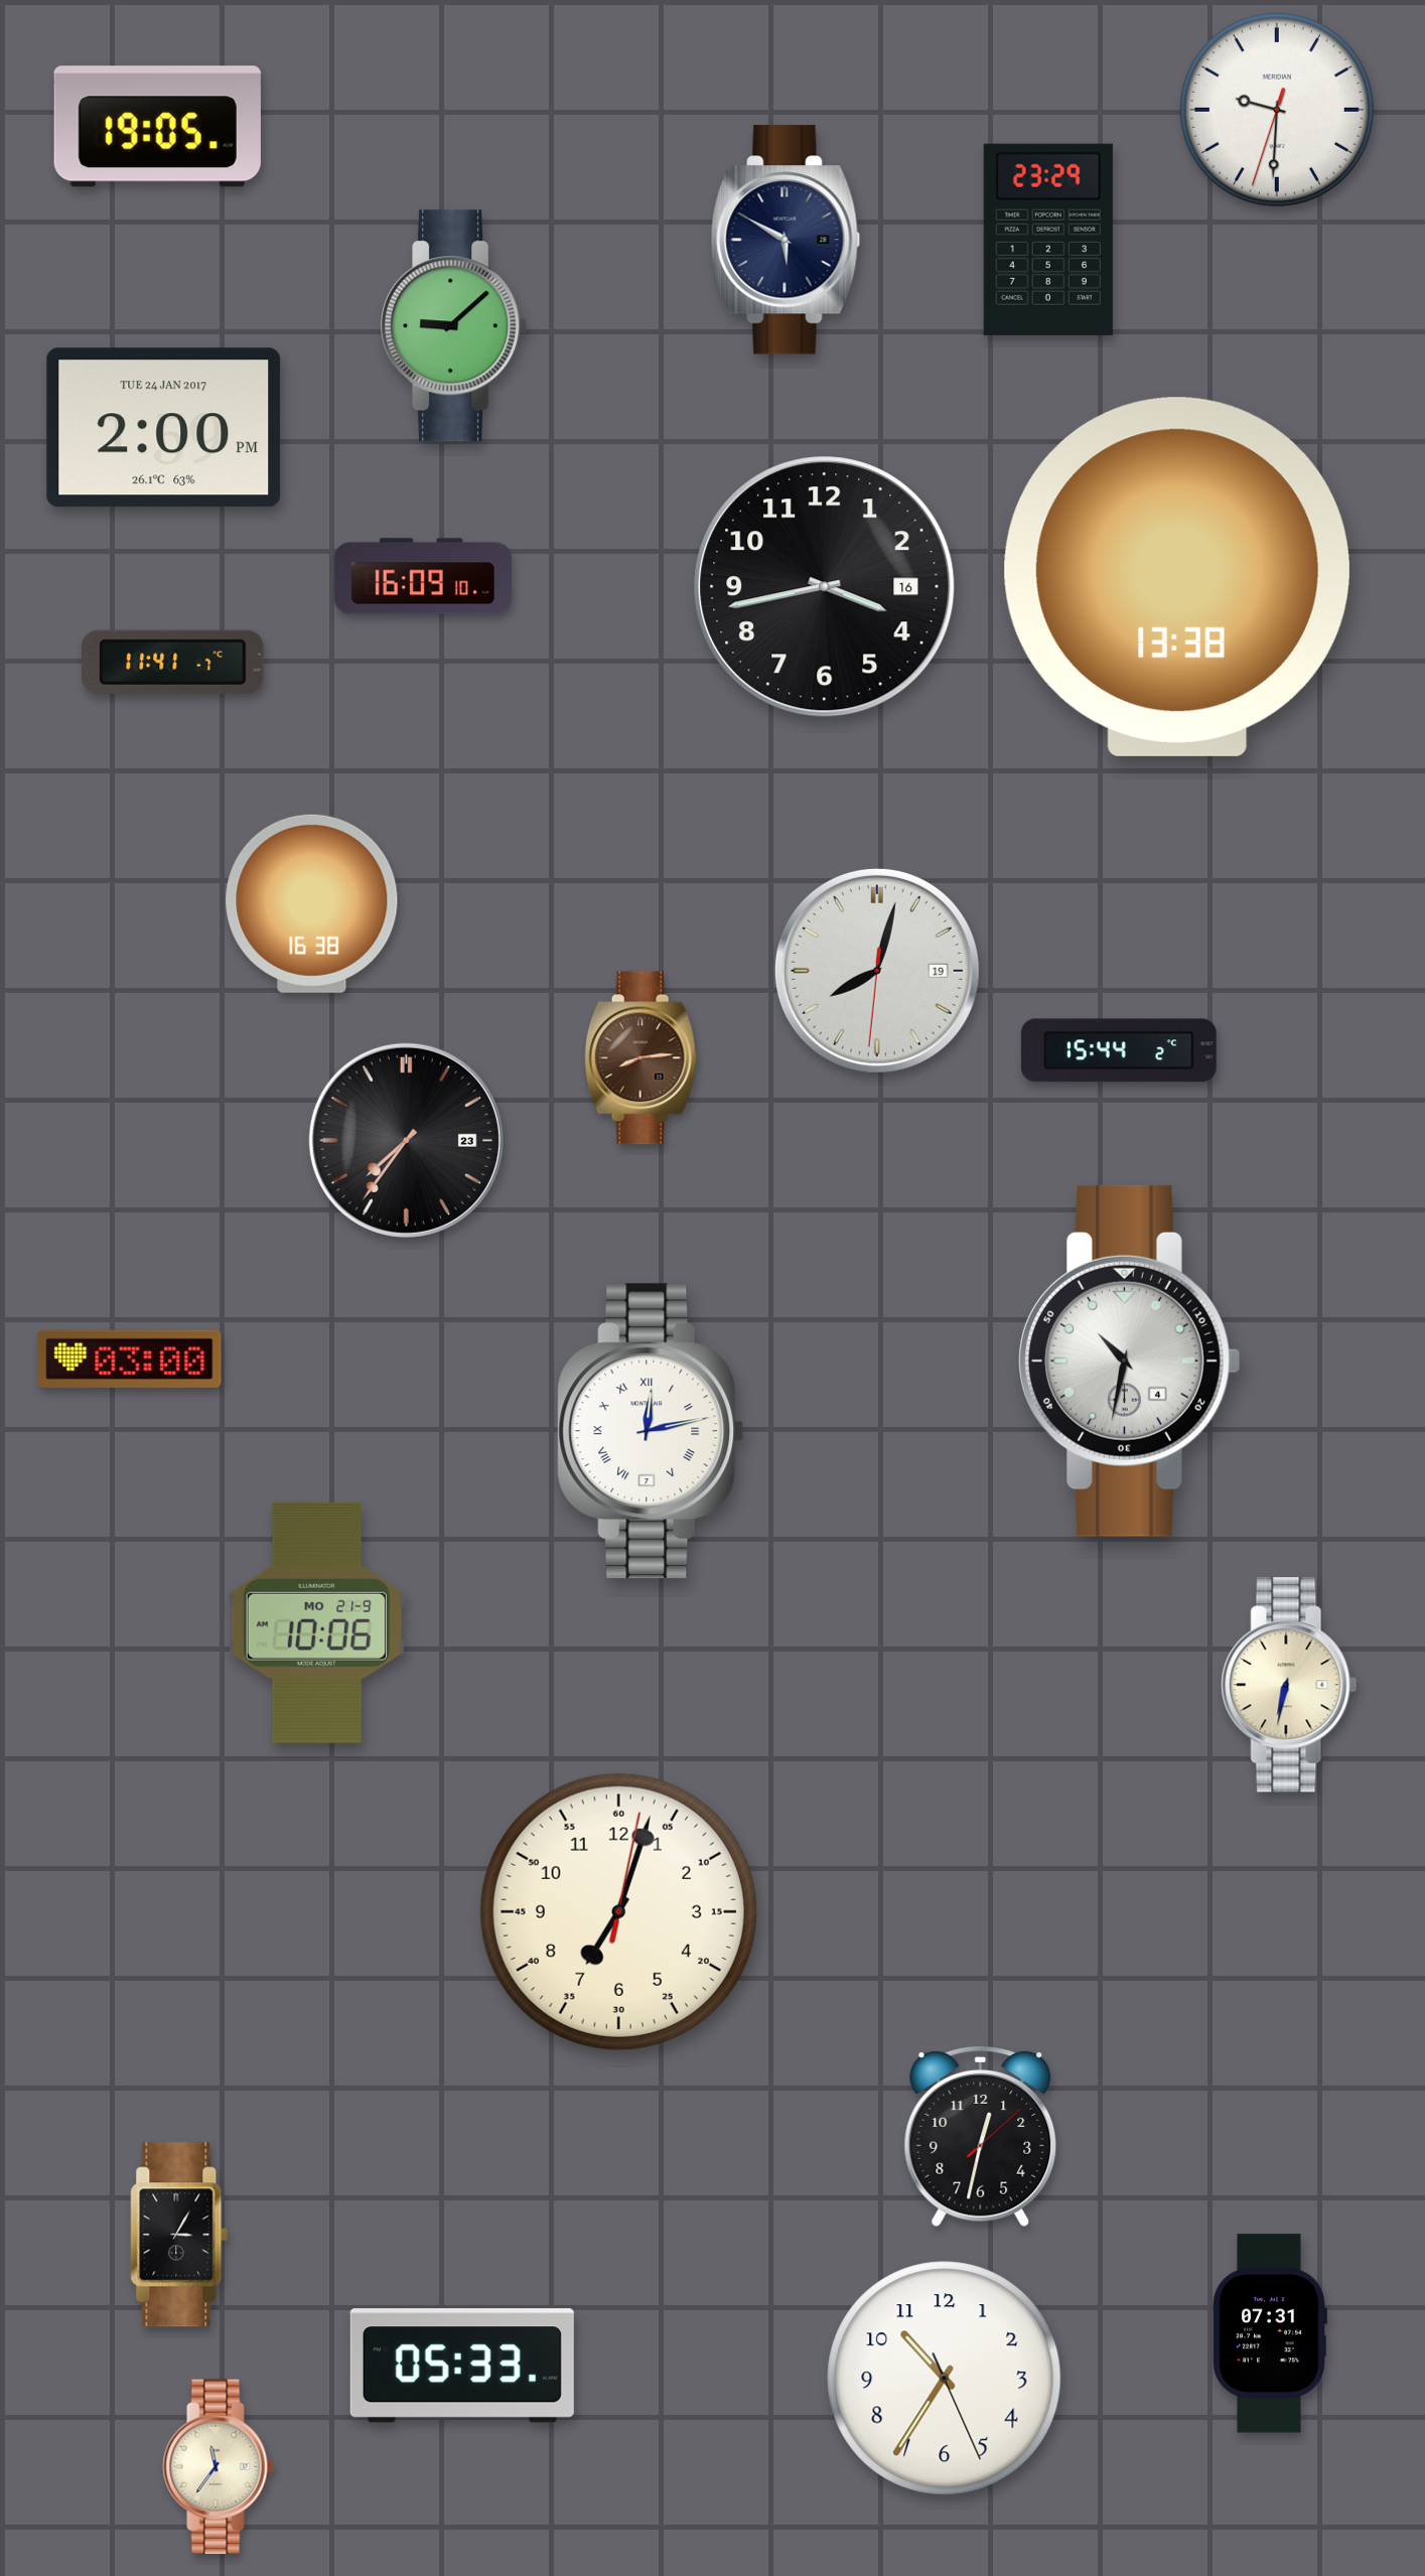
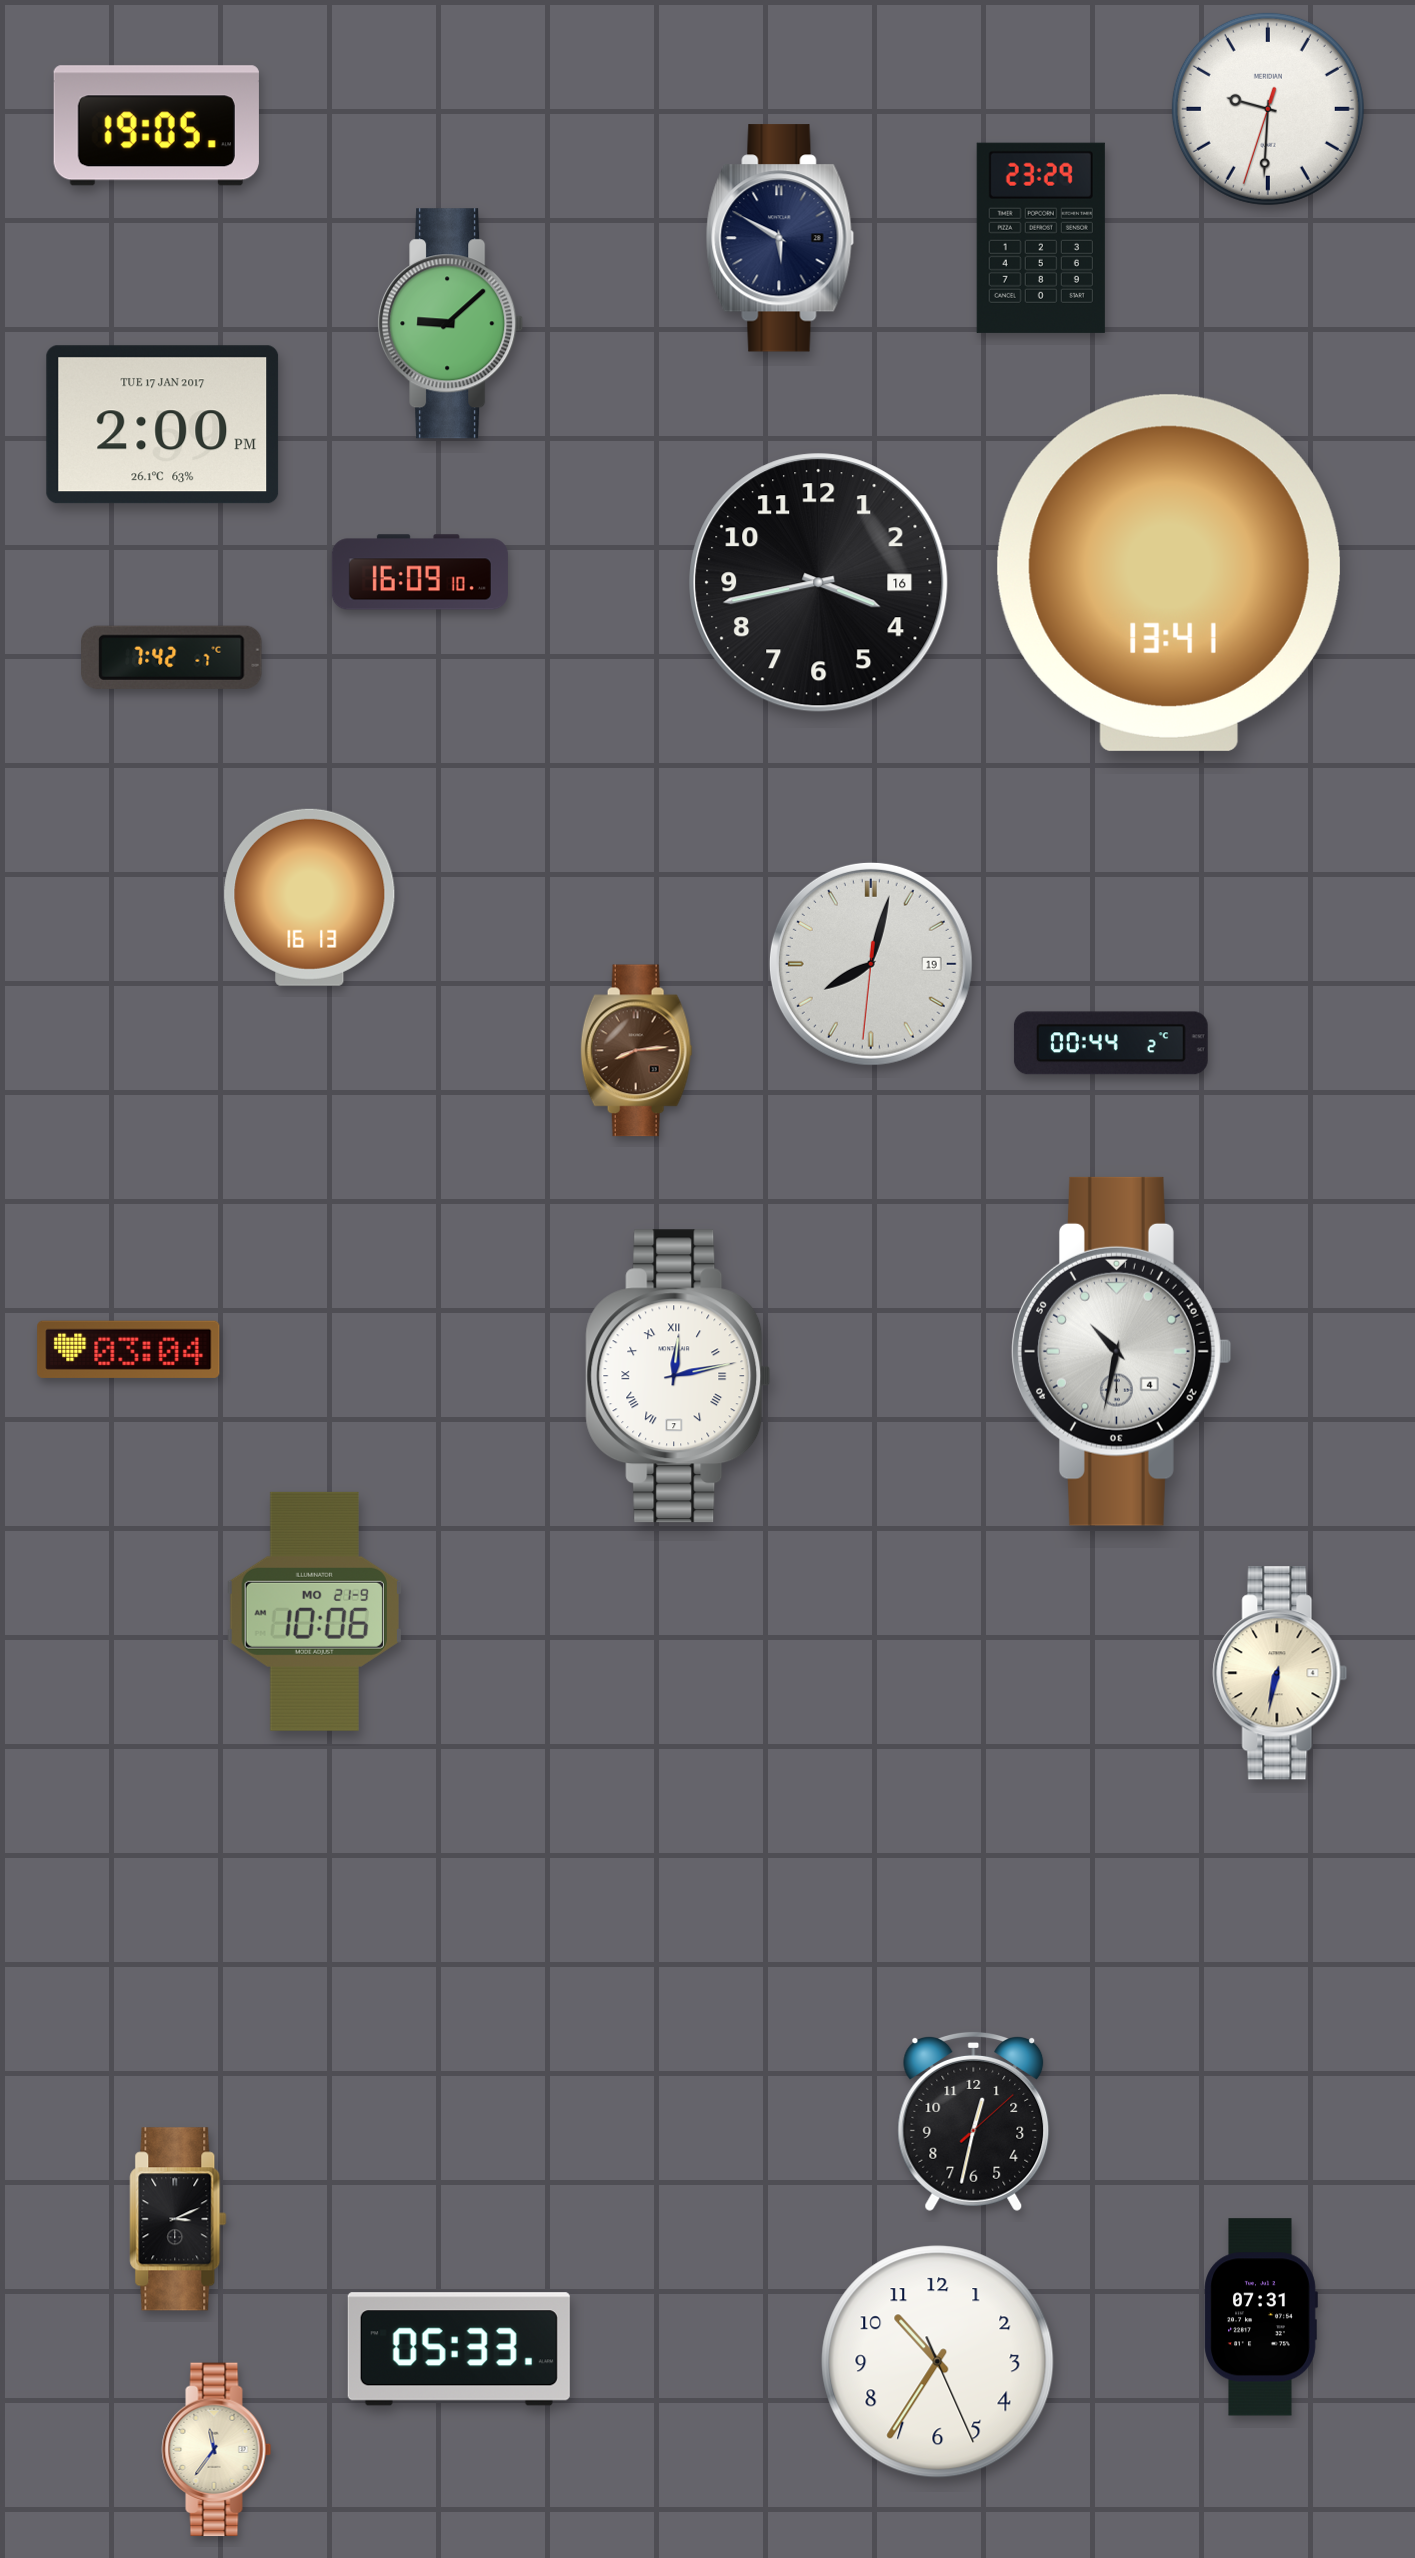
clock at (164, 428) date: TUE 24 JAN 2017 -> TUE 17 JAN 2017
clock at (1177, 577): 13:38 -> 13:41
clock at (173, 662): 11:41 -> 7:42
clock at (312, 903): 16:38 -> 16:13
clock at (1119, 1050): 15:44 -> 00:44
clock at (406, 1140): 7:36 -> none
clock at (130, 1358): 03:00 -> 03:04
clock at (651, 1431) position: (651, 1431) -> (678, 1376)
clock at (618, 1911): 7:03 -> none
clock at (179, 2235): 3:05 -> 3:11
